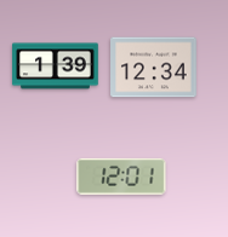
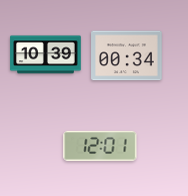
clock at (56, 67): 1:39 -> 10:39
clock at (154, 68): 12:34 -> 00:34
